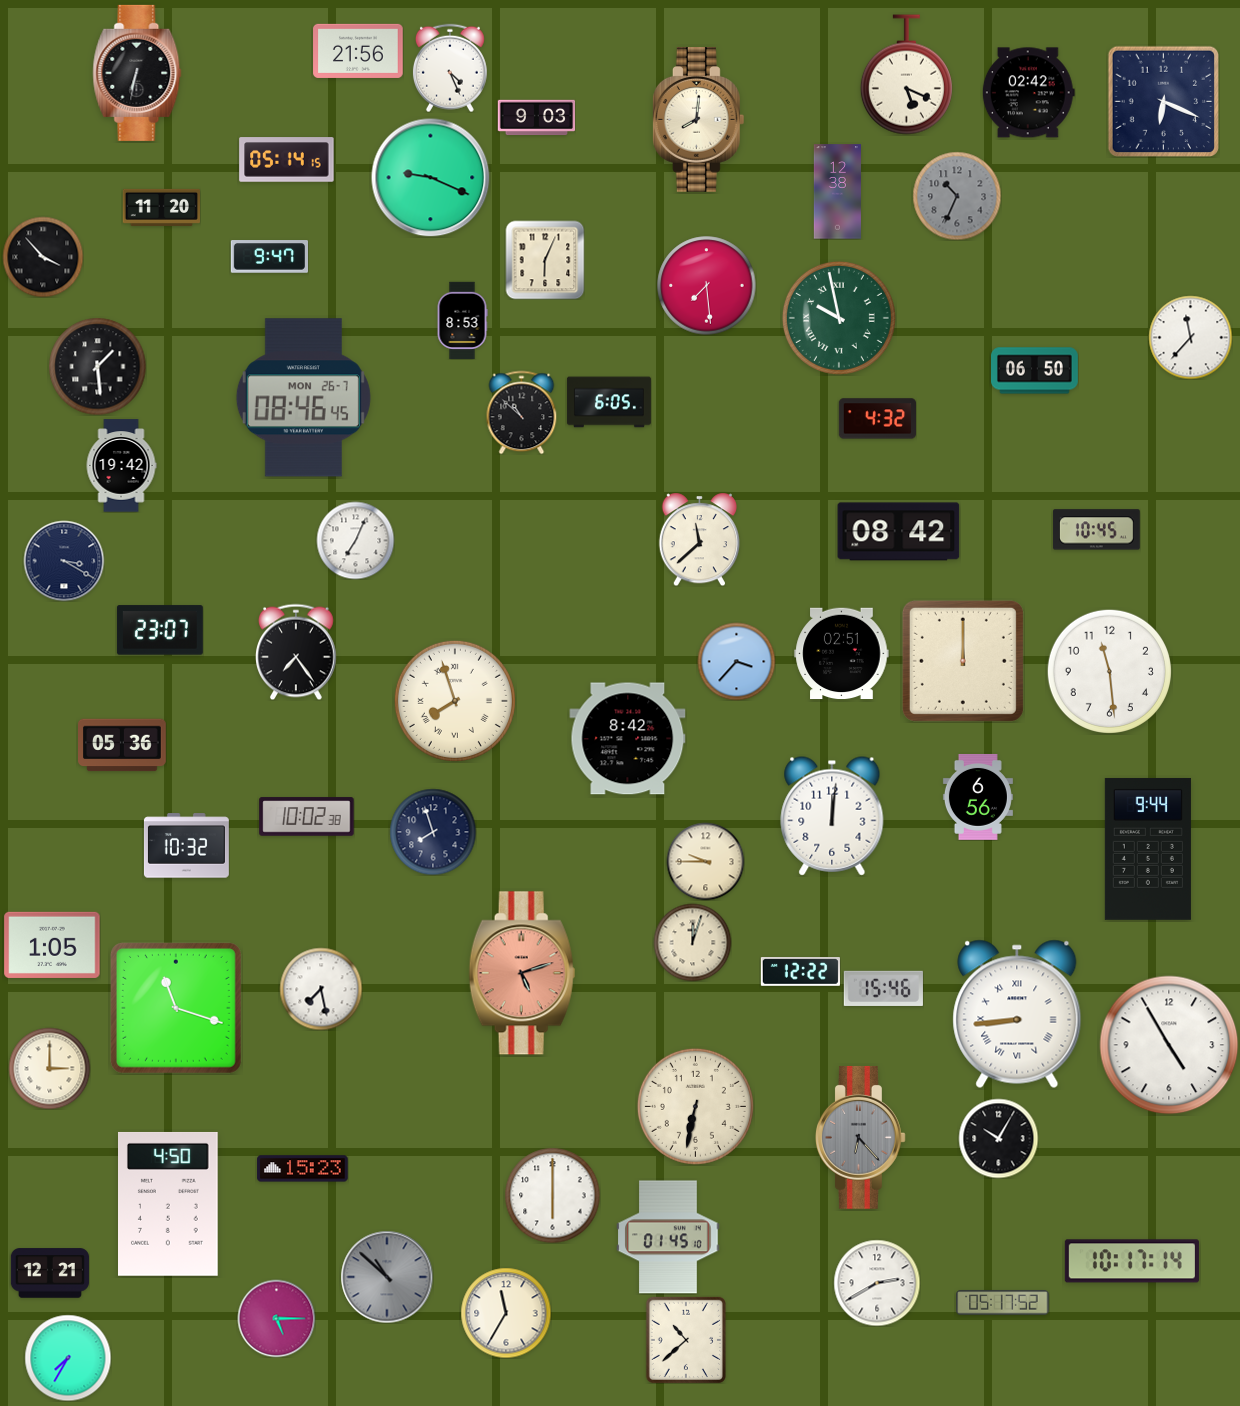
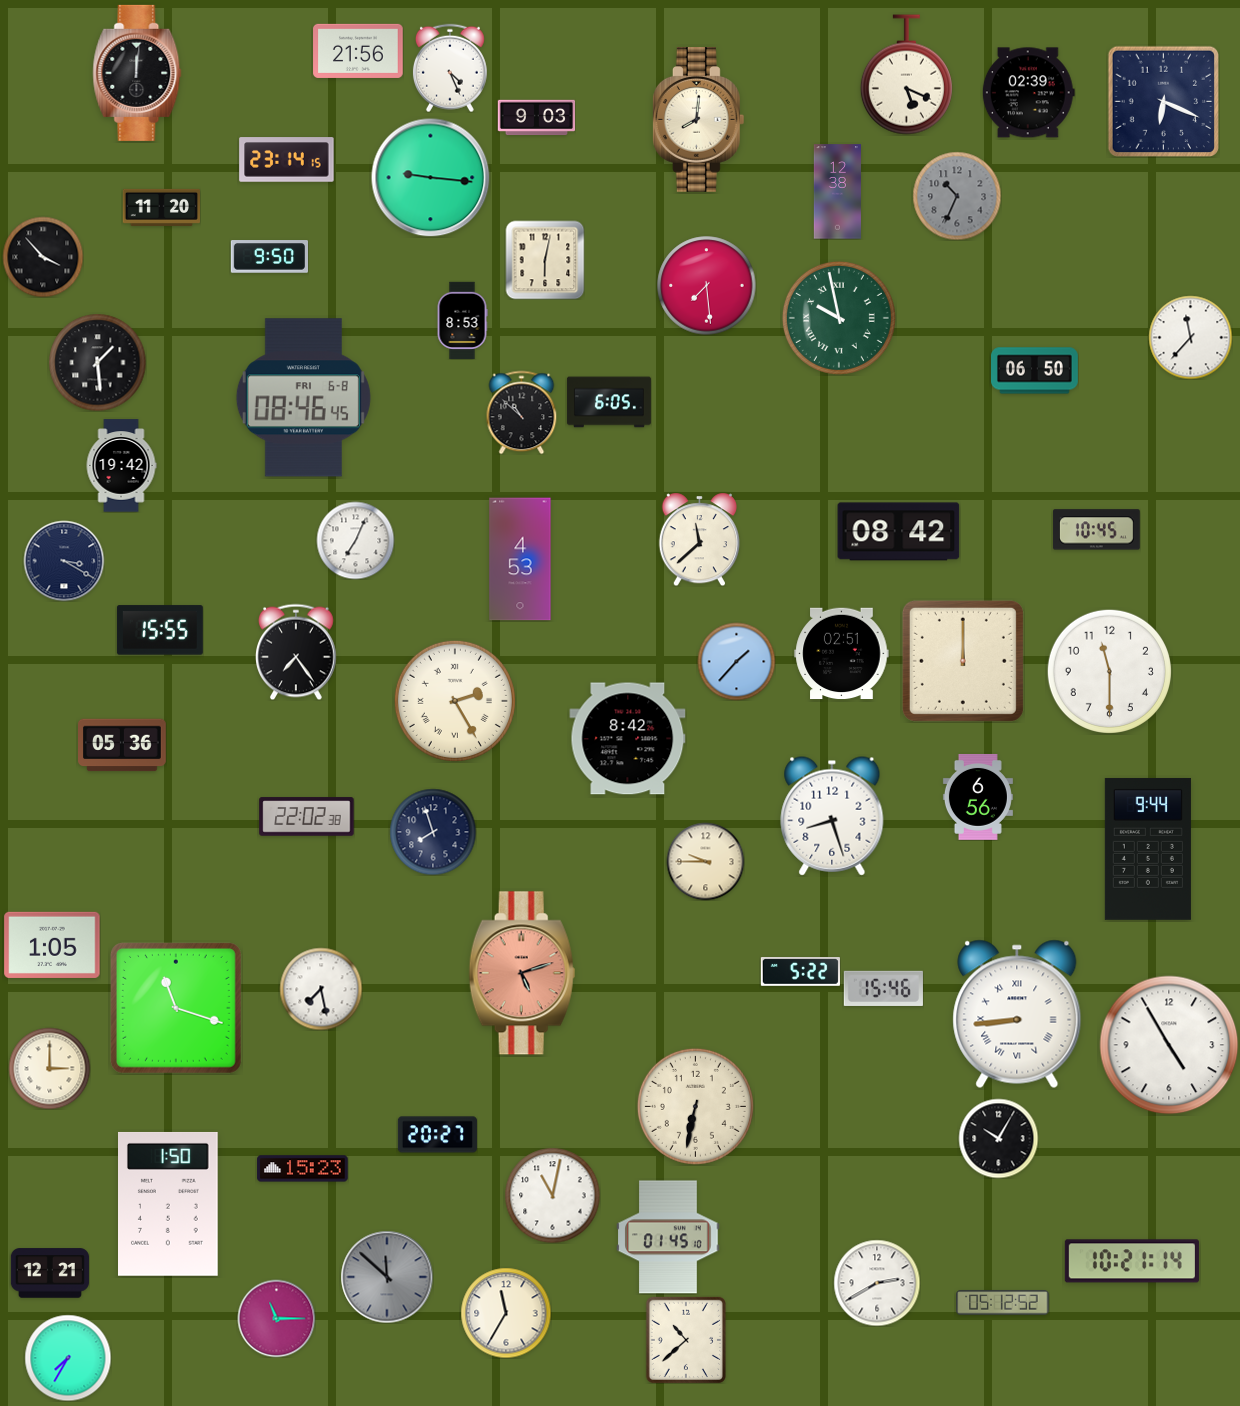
clock at (137, 73): 6:32 -> 12:01
clock at (1028, 93): 02:42 -> 02:39
clock at (287, 160): 05:14 -> 23:14
clock at (431, 178): 9:19 -> 9:16
clock at (269, 257): 9:47 -> 9:50
clock at (545, 260): 6:04 -> 6:02
clock at (97, 366) position: (97, 366) -> (97, 362)
clock at (303, 398) date: MON 26-7 -> FRI 6-8
clock at (877, 419): 4:32 -> none
clock at (520, 559): none -> 4:53
clock at (160, 630): 23:07 -> 15:55
clock at (736, 661): 3:37 -> 1:37
clock at (1109, 671): 11:29 -> 11:30
clock at (455, 701): 7:57 -> 2:25
clock at (832, 816): 12:01 -> 8:27
clock at (307, 817): 10:02 -> 22:02
clock at (186, 846): 10:32 -> none
clock at (692, 942): 12:03 -> none
clock at (800, 972): 12:22 -> 5:22
clock at (437, 1135): none -> 20:27
clock at (860, 1137): 6:23 -> none
clock at (552, 1195): 6:00 -> 11:02
clock at (169, 1204): 4:50 -> 1:50
clock at (1132, 1261): 10:17 -> 10:21
clock at (387, 1277): 10:52 -> 11:52
clock at (1003, 1303): 05:17 -> 05:12
clock at (276, 1318): 5:15 -> 11:15
